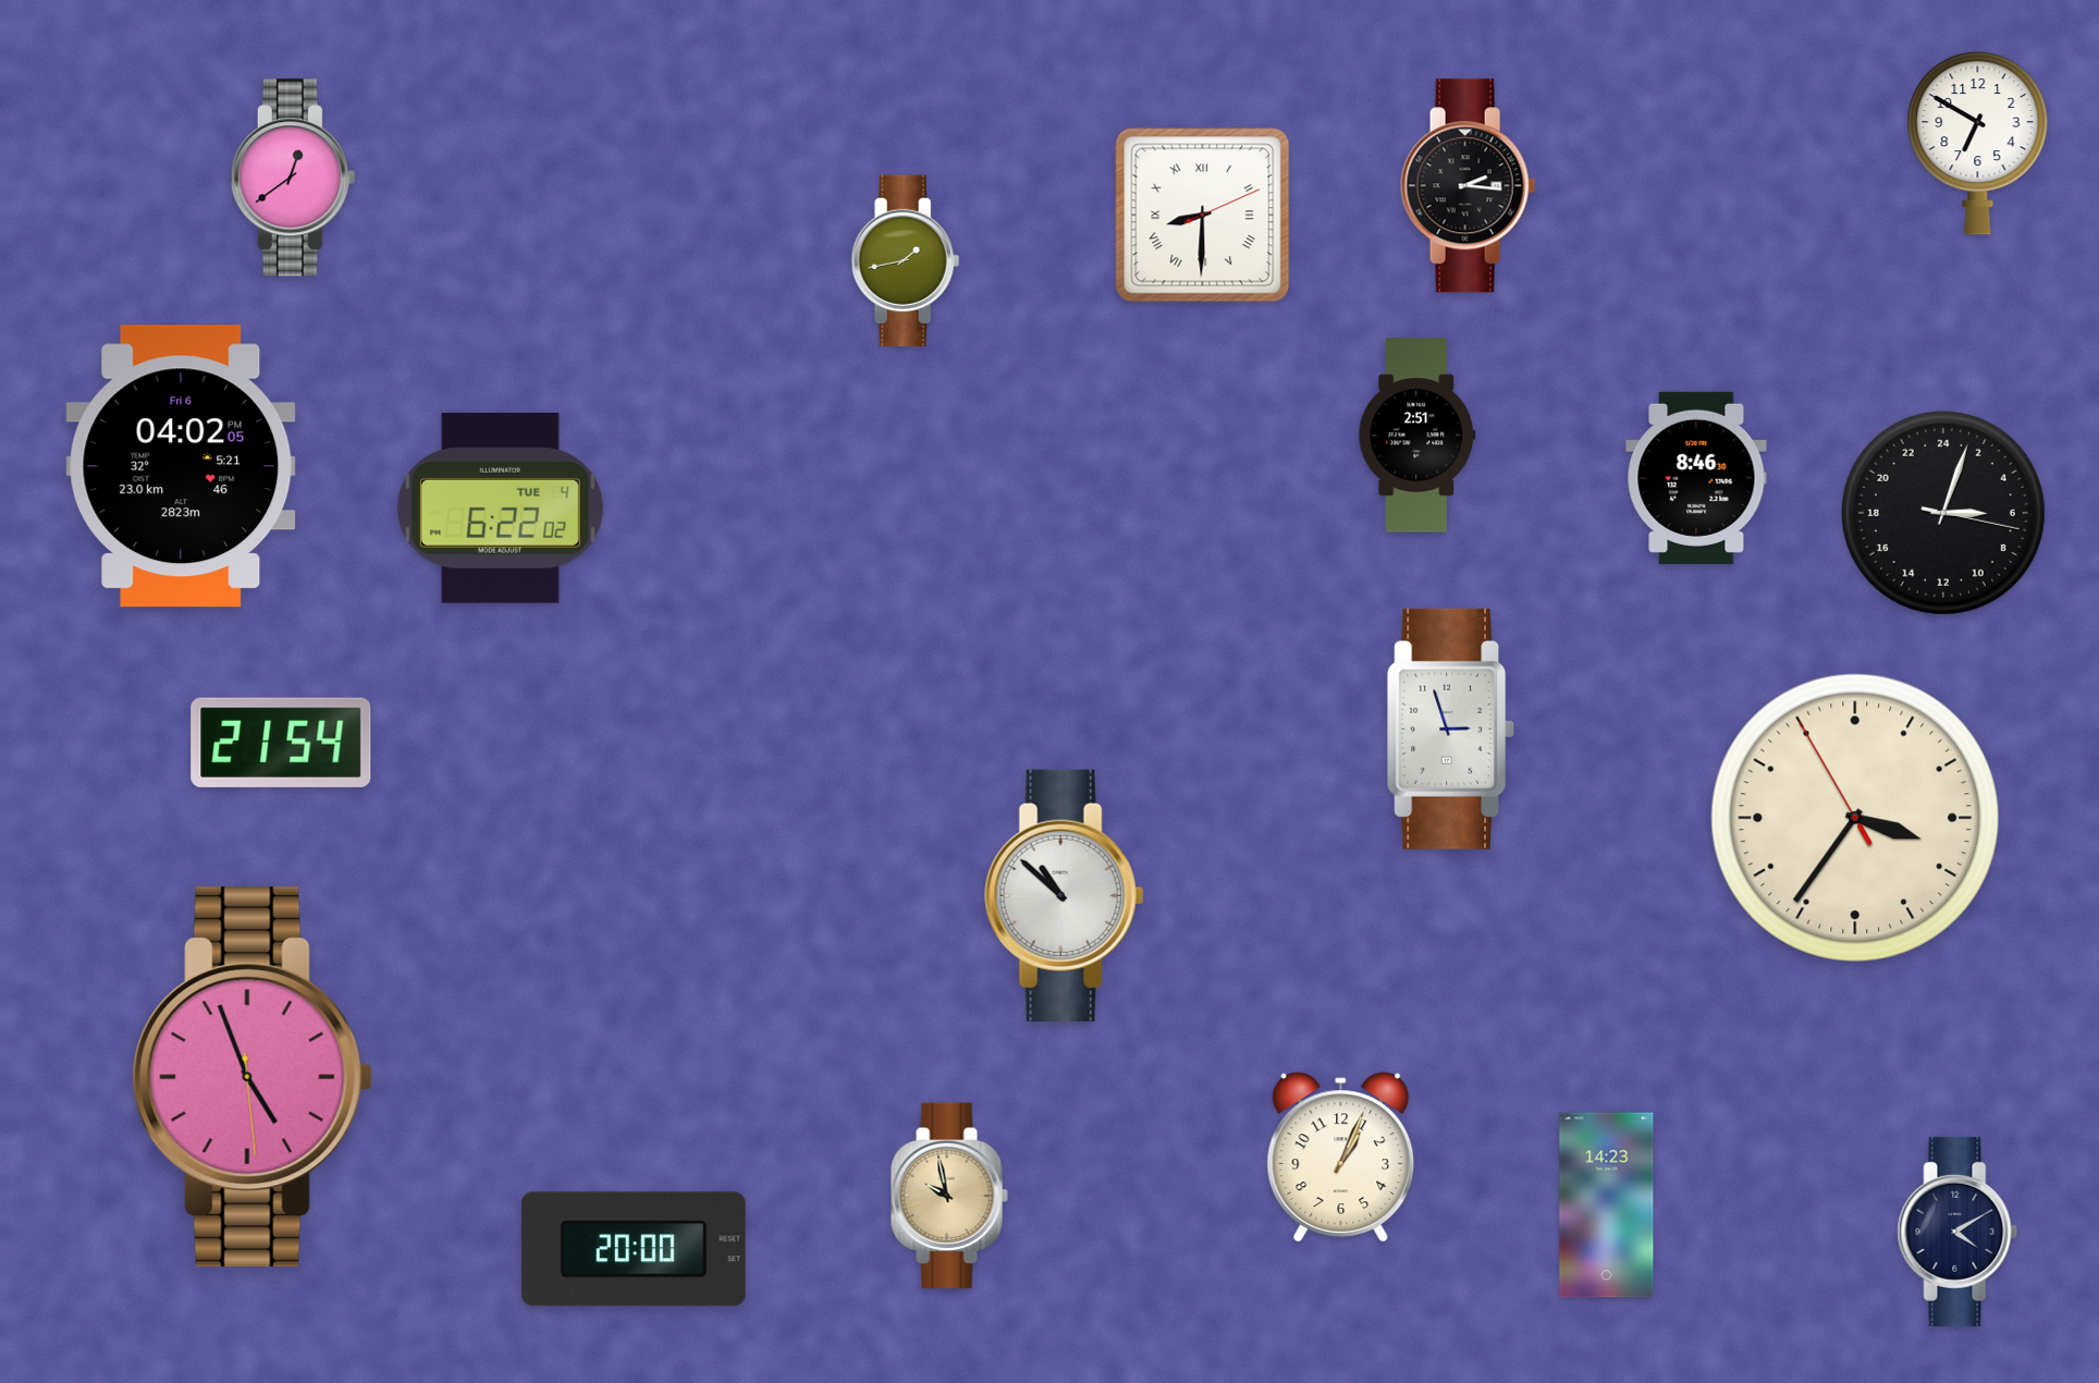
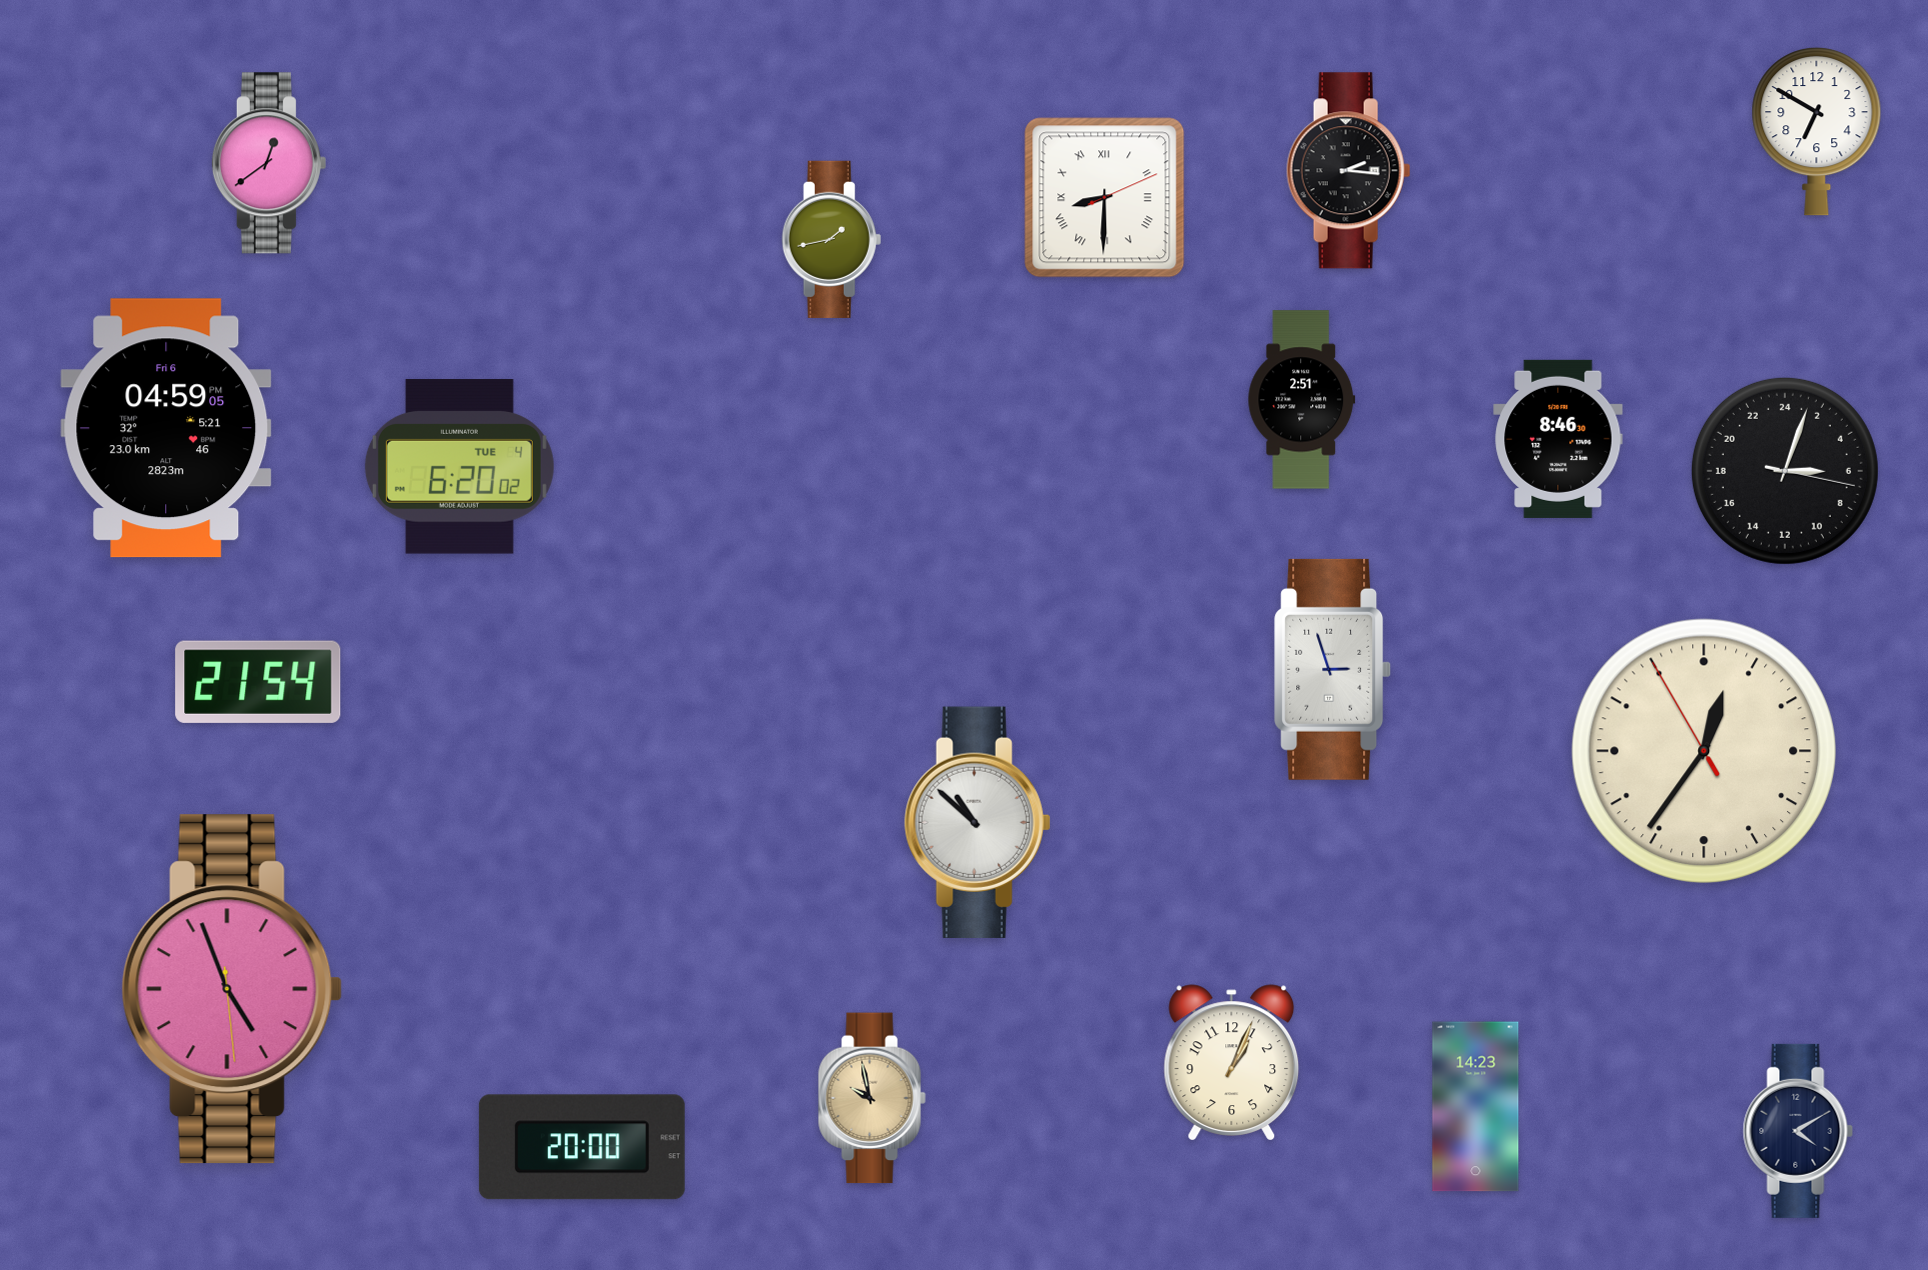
clock at (181, 466): 04:02 -> 04:59
clock at (500, 509): 6:22 -> 6:20
clock at (1854, 817): 3:35 -> 12:35
